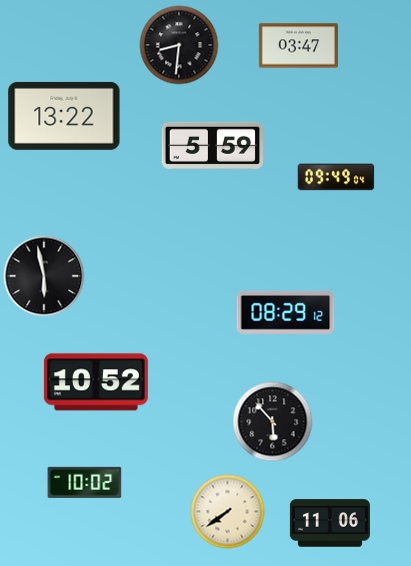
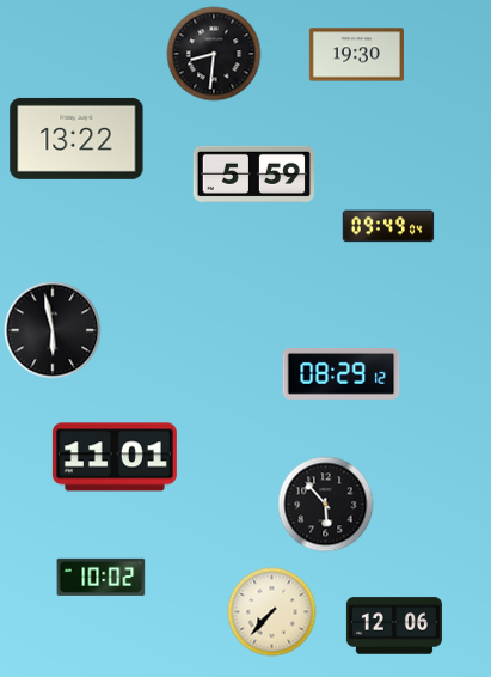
clock at (298, 46): 03:47 -> 19:30
clock at (336, 177) position: (336, 177) -> (388, 226)
clock at (96, 382): 10:52 -> 11:01
clock at (228, 512): 7:39 -> 7:37
clock at (330, 523): 11:06 -> 12:06
